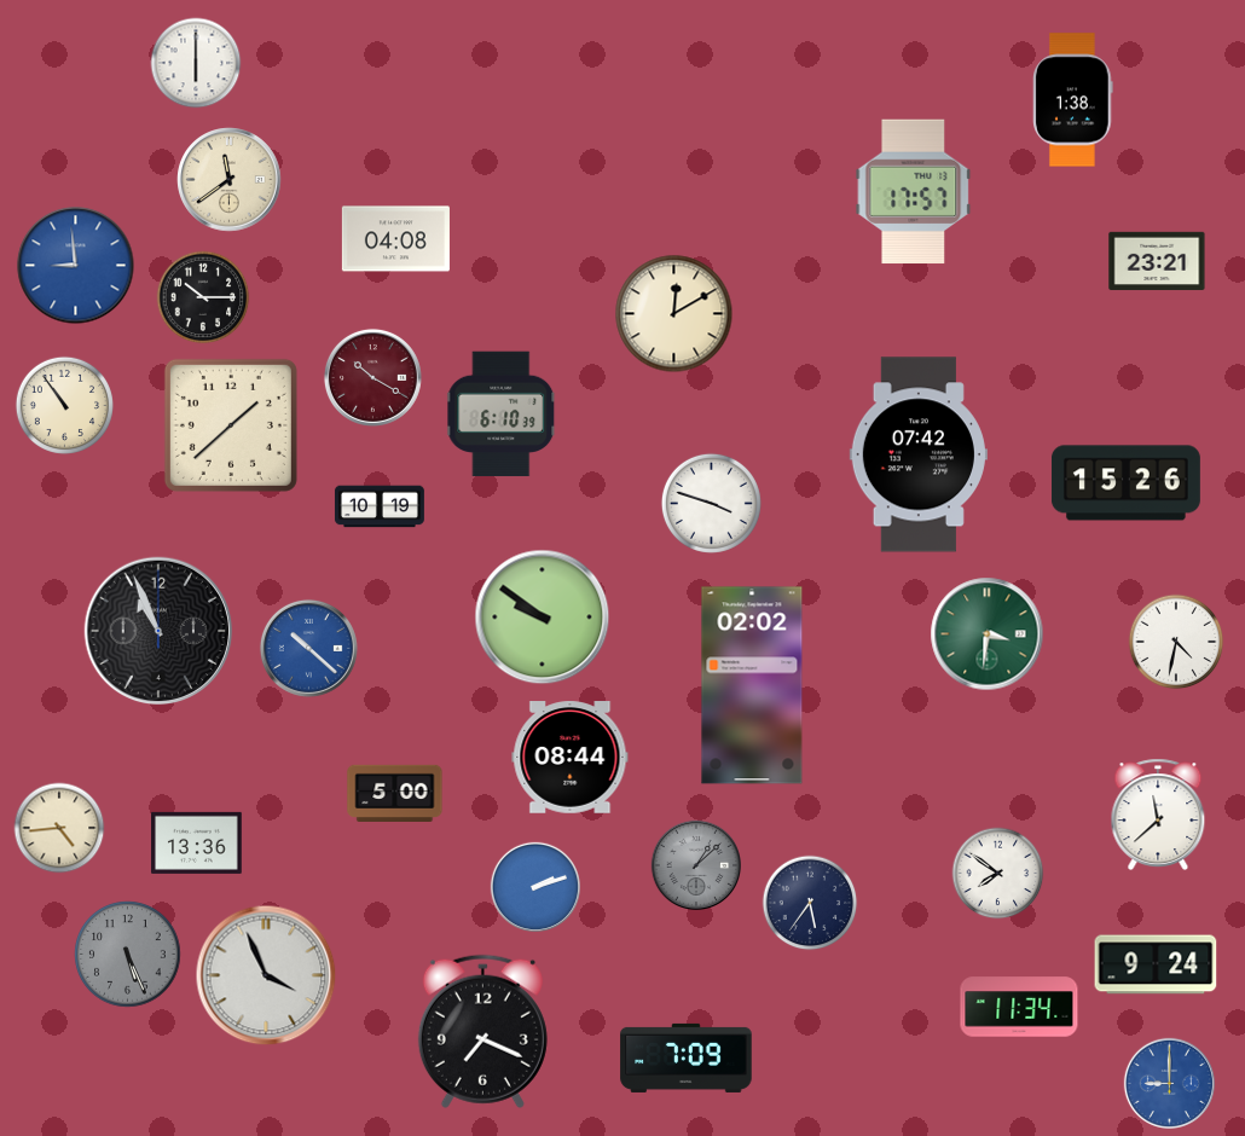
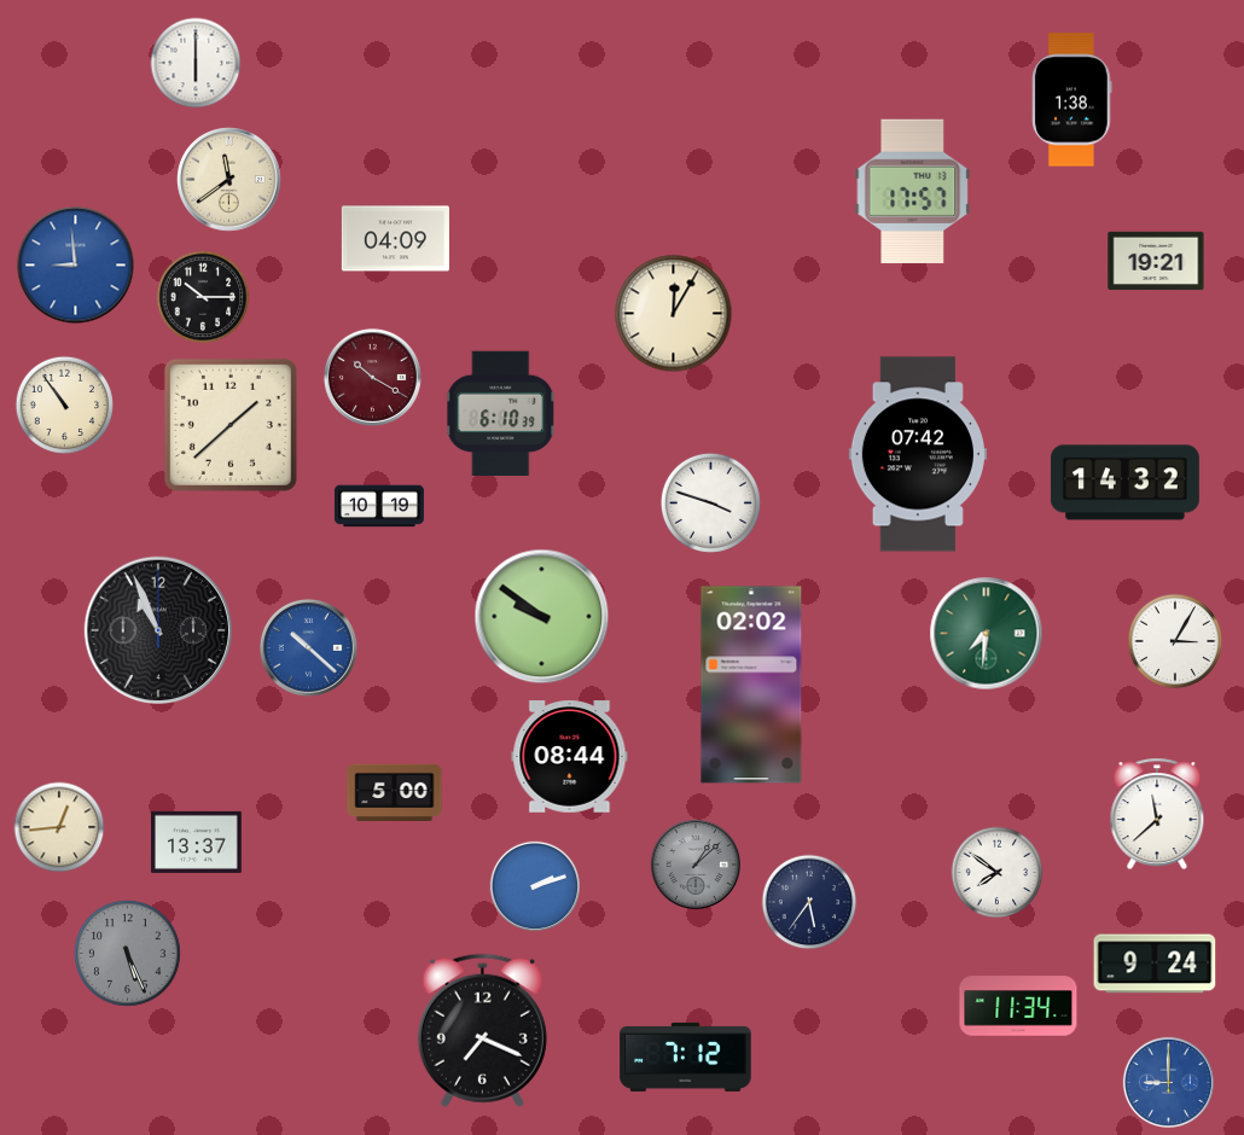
clock at (395, 239): 04:08 -> 04:09
clock at (1157, 261): 23:21 -> 19:21
clock at (674, 314): 12:10 -> 12:05
clock at (1125, 483): 15:26 -> 14:32
clock at (988, 634): 3:31 -> 7:31
clock at (1176, 642): 4:32 -> 3:05
clock at (59, 828): 4:44 -> 12:44
clock at (197, 842): 13:36 -> 13:37
clock at (266, 975): 3:56 -> none
clock at (687, 1057): 7:09 -> 7:12
